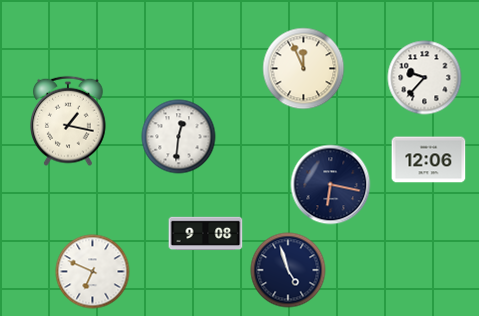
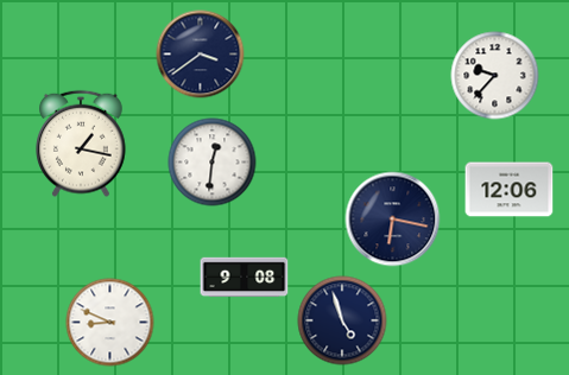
clock at (201, 55): none -> 3:39
clock at (304, 69): 11:56 -> none
clock at (425, 78) position: (425, 78) -> (495, 76)
clock at (93, 272): 6:49 -> 8:49
